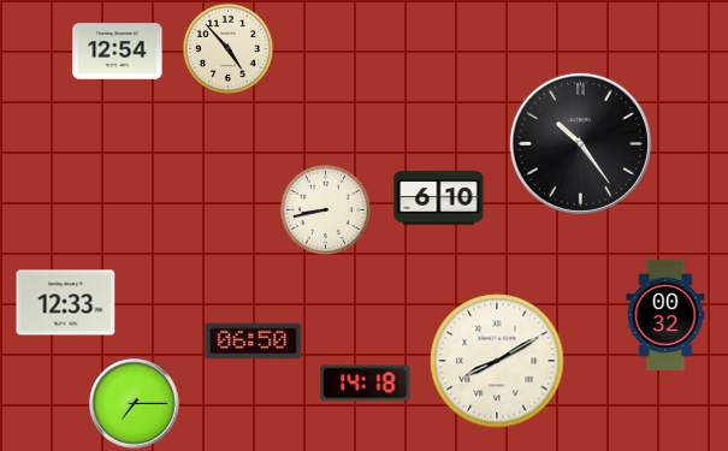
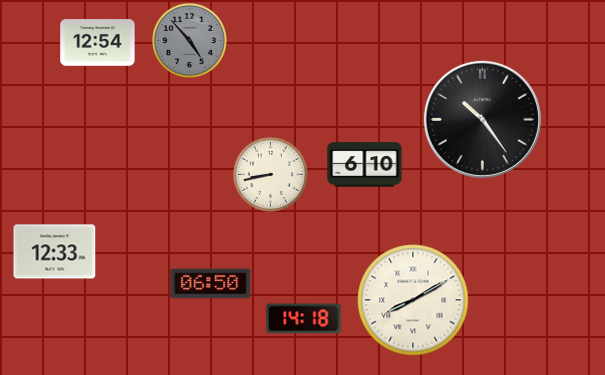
clock at (227, 48) dial: cream -> grey
clock at (665, 315): 00:32 -> none
clock at (135, 404): 7:15 -> none
